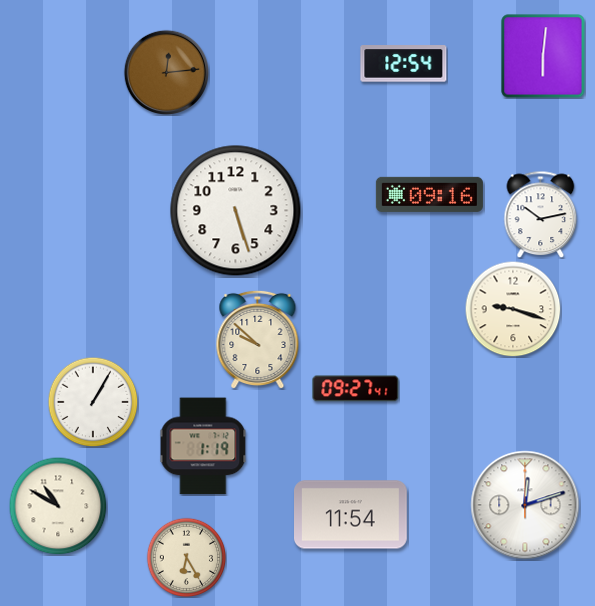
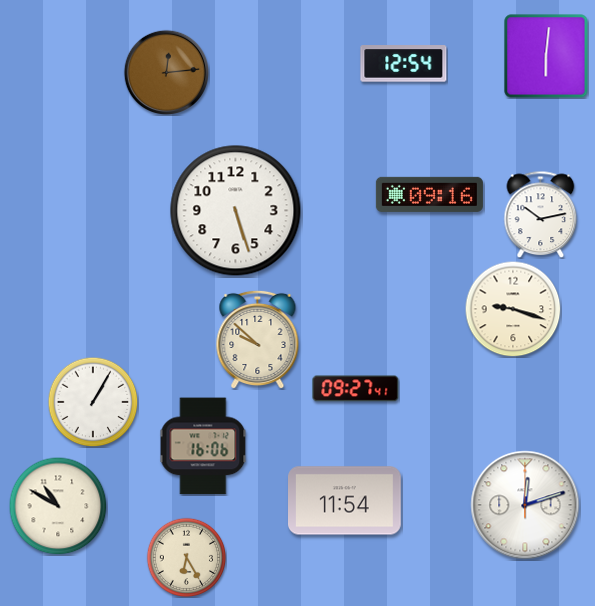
clock at (543, 56) position: (543, 56) -> (546, 56)
clock at (203, 446): 1:19 -> 16:06
clock at (351, 515) position: (351, 515) -> (345, 501)
